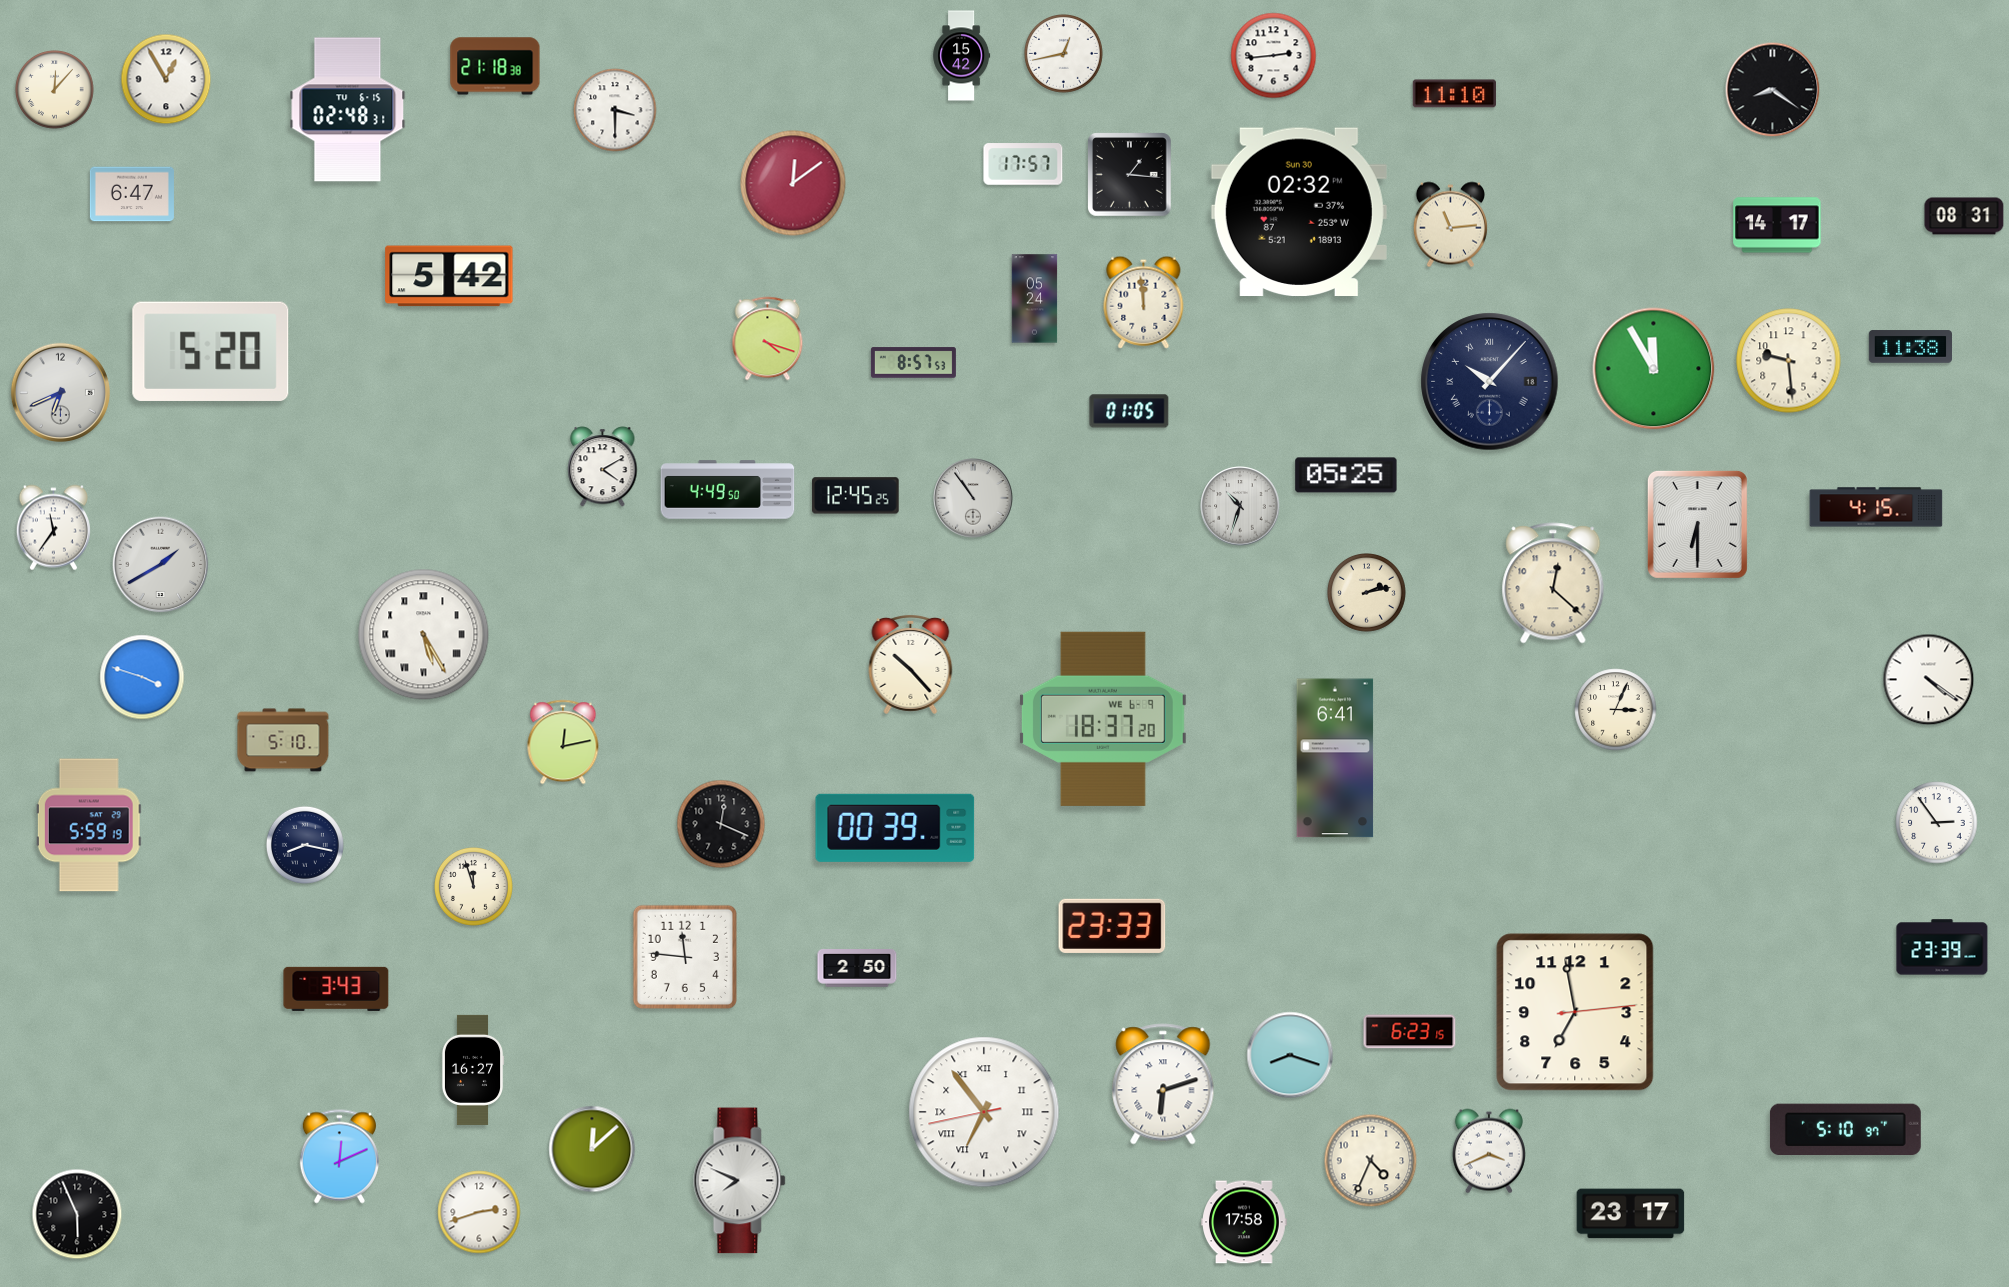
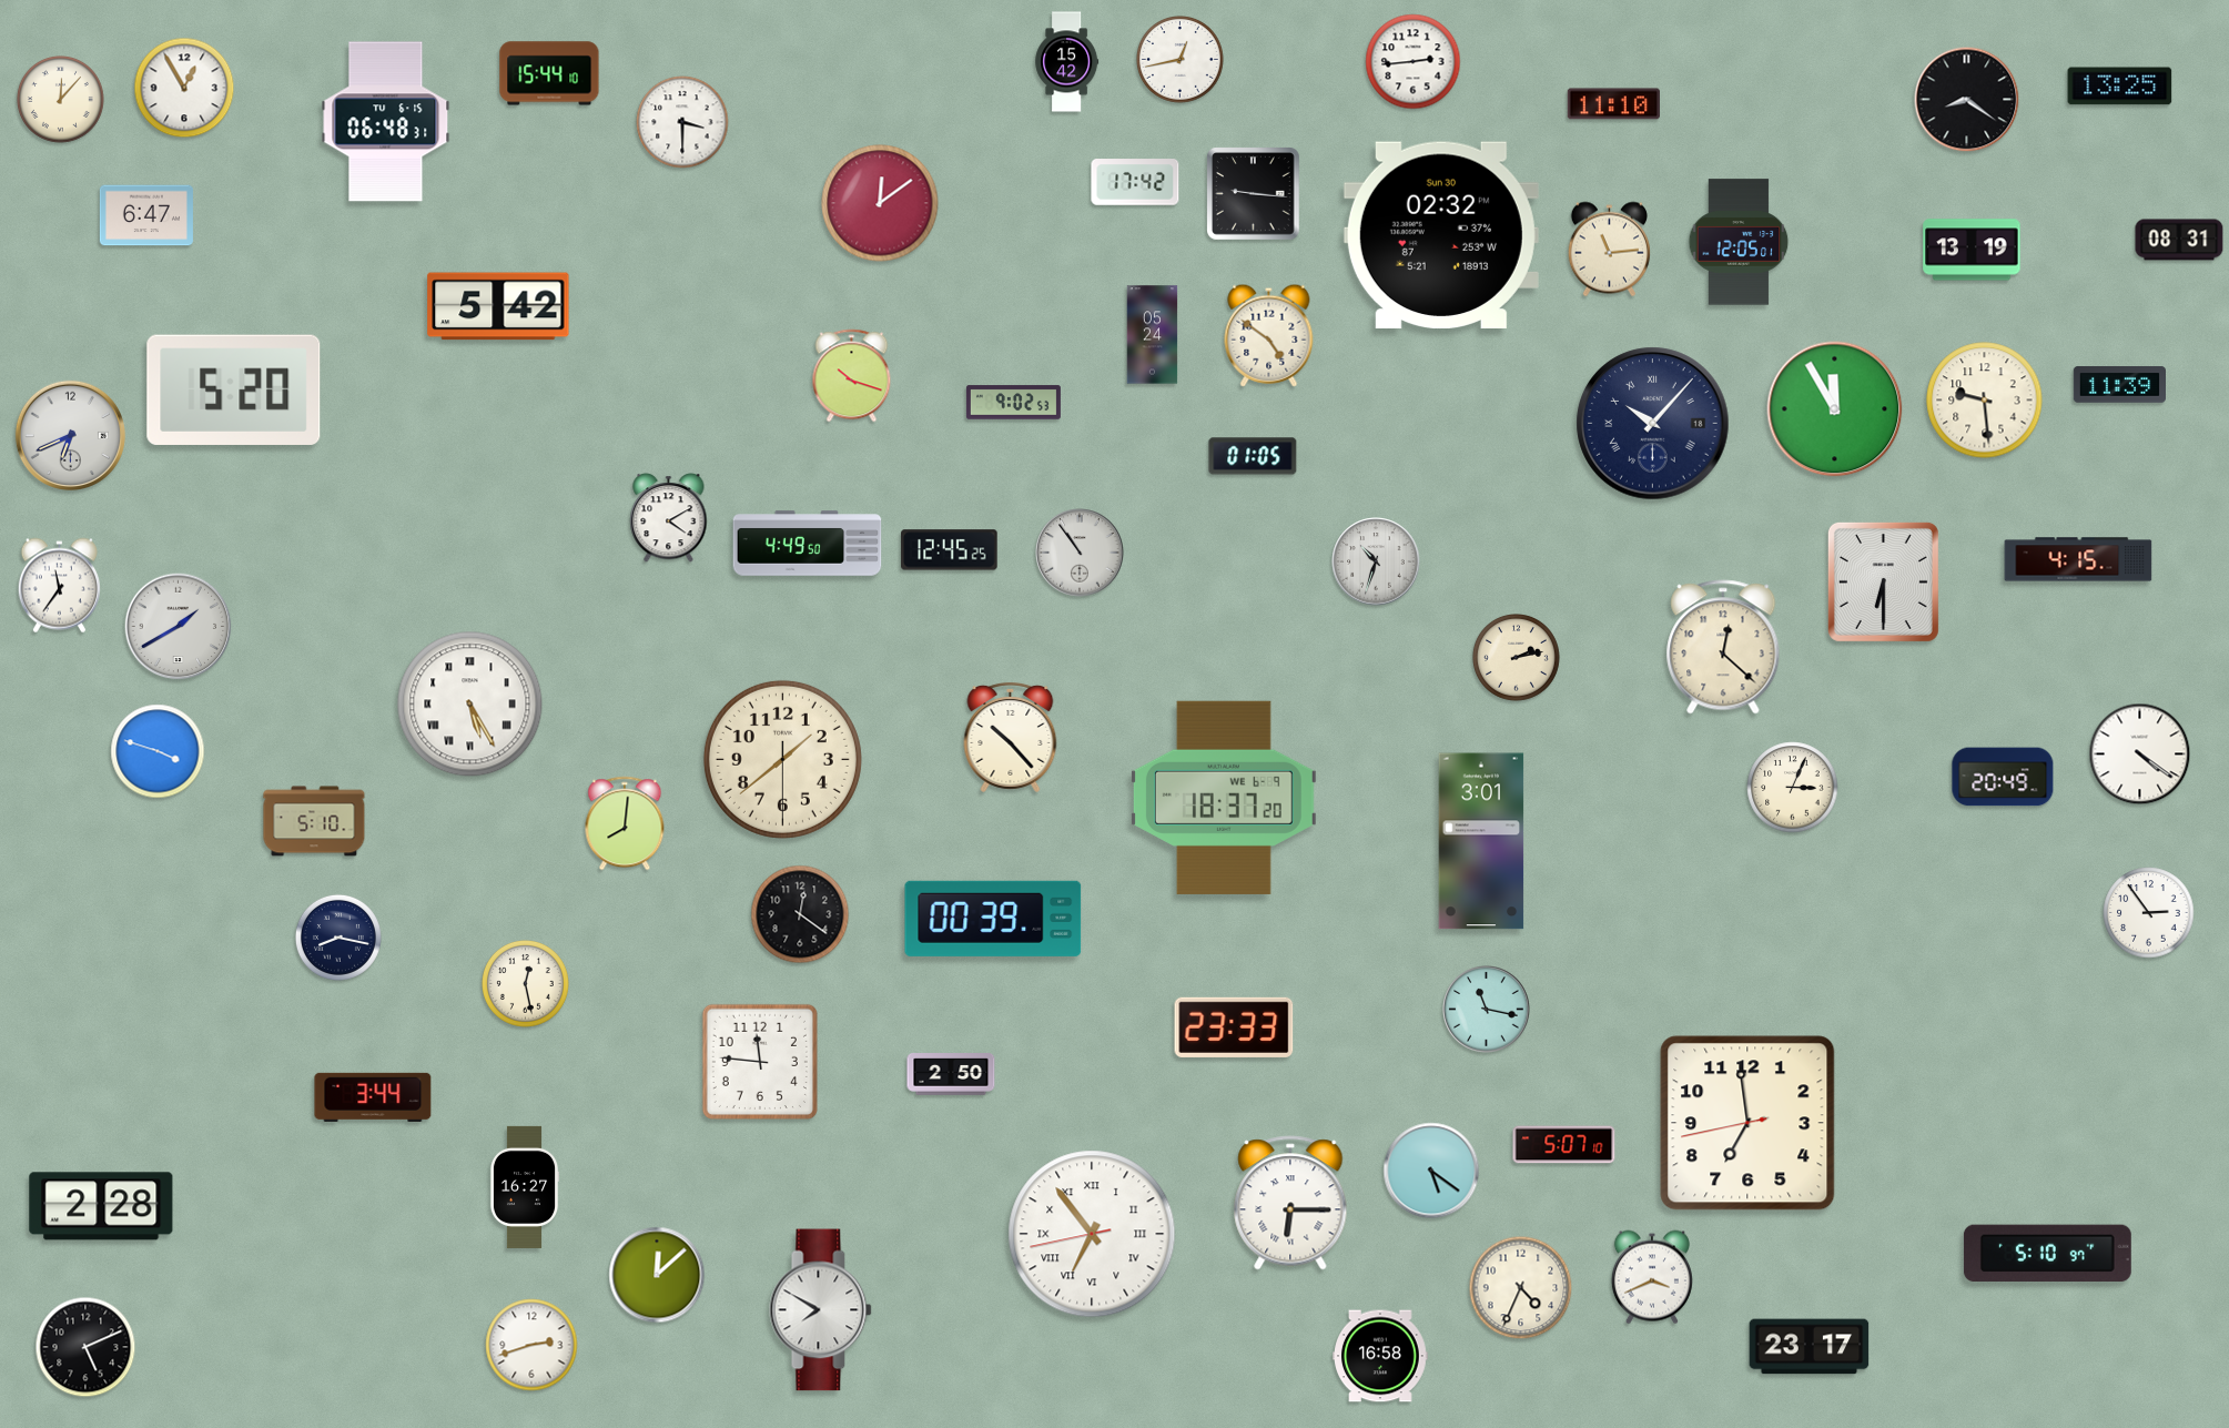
clock at (495, 66): 21:18 -> 15:44
clock at (2120, 87): none -> 13:25
clock at (348, 110): 02:48 -> 06:48
clock at (1023, 164): 17:57 -> 17:42
clock at (1130, 175): 1:16 -> 9:16
clock at (1739, 242): none -> 12:05
clock at (1777, 225): 14:17 -> 13:19
clock at (1035, 299) position: (1035, 299) -> (1153, 335)
clock at (1144, 302): 11:59 -> 4:51
clock at (768, 339): 4:18 -> 10:18
clock at (1910, 347): 11:38 -> 11:39
clock at (913, 363): 8:57 -> 9:02
clock at (60, 392) position: (60, 392) -> (70, 435)
clock at (1346, 475): 05:25 -> none
clock at (1876, 507) position: (1876, 507) -> (2078, 559)
clock at (782, 759): none -> 1:38
clock at (2003, 777): none -> 20:49
clock at (563, 742): 12:13 -> 8:01
clock at (1335, 758): 6:41 -> 3:01
clock at (721, 824): 12:19 -> 12:21
clock at (89, 825): 5:59 -> none
clock at (474, 887): 11:57 -> 12:28
clock at (1487, 1010): none -> 11:17
clock at (1942, 947): 23:39 -> none
clock at (336, 989): 3:43 -> 3:44
clock at (1575, 1012): 6:58:14 -> 6:58:43
clock at (1410, 1032): 6:23 -> 5:07
clock at (1290, 1055): 8:18 -> 5:21
clock at (1163, 1084): 6:12 -> 6:15
clock at (101, 1206): none -> 2:28
clock at (339, 1157): 12:11 -> none
clock at (740, 1181): 7:49 -> 7:50
clock at (77, 1214): 5:56 -> 5:11
clock at (1245, 1222): 17:58 -> 16:58
